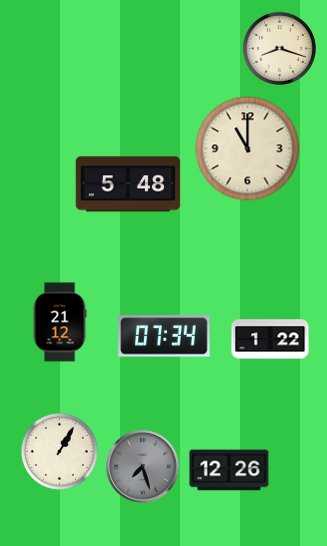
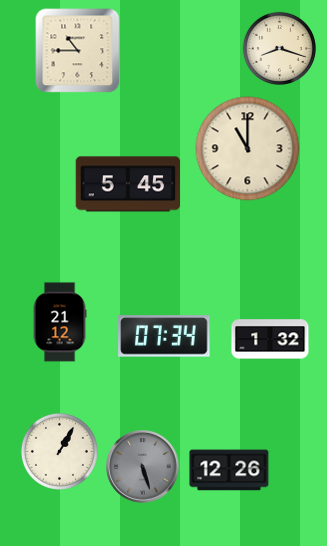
clock at (78, 51): none -> 10:45
clock at (128, 184): 5:48 -> 5:45
clock at (270, 339): 1:22 -> 1:32
clock at (143, 467): 7:27 -> 5:27
